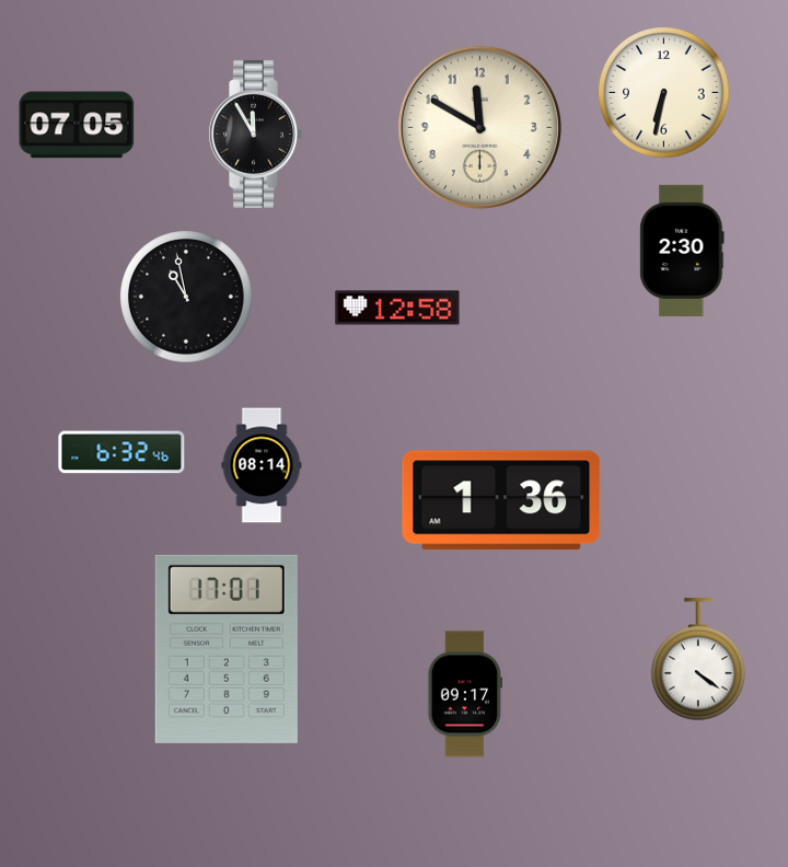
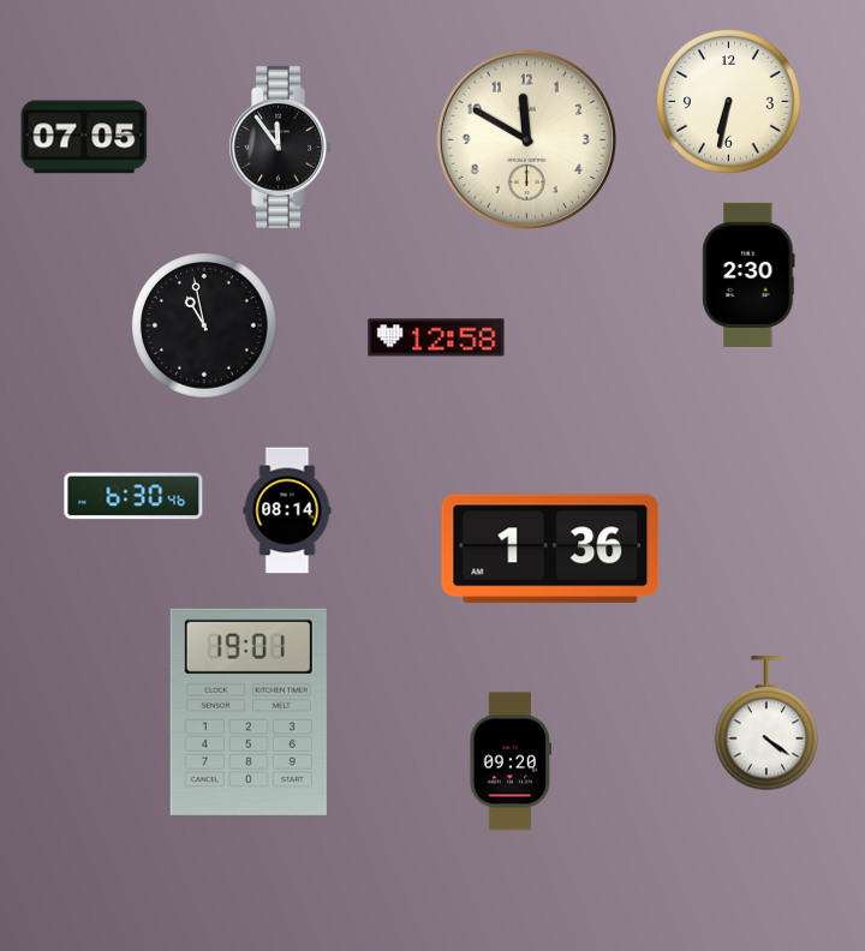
clock at (255, 134): 11:55 -> 11:54
clock at (121, 452): 6:32 -> 6:30
clock at (227, 649): 17:01 -> 19:01
clock at (465, 694): 09:17 -> 09:20
